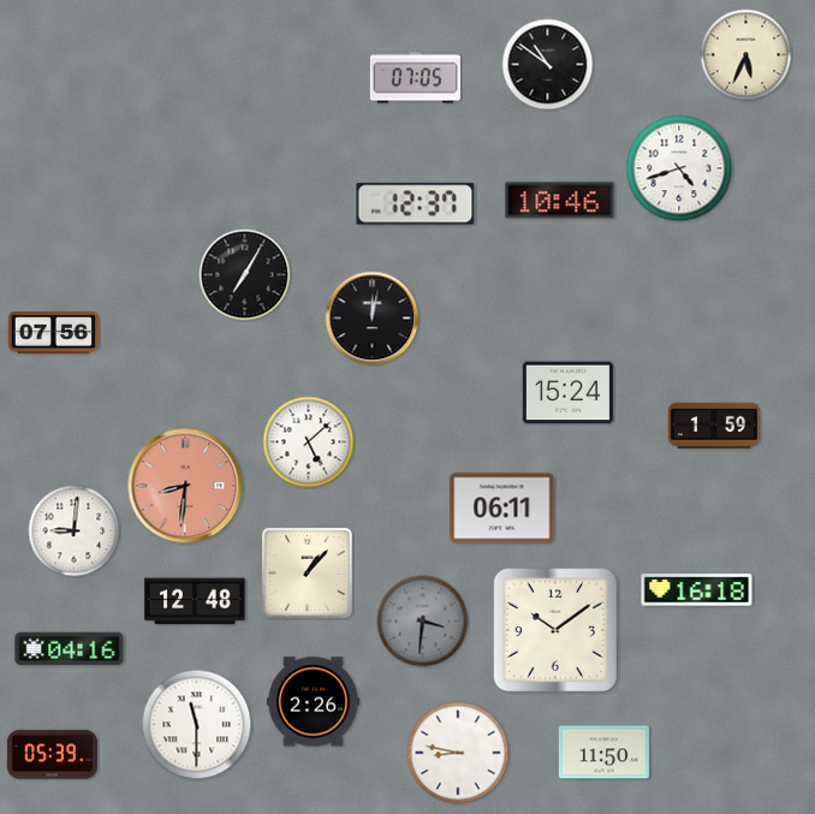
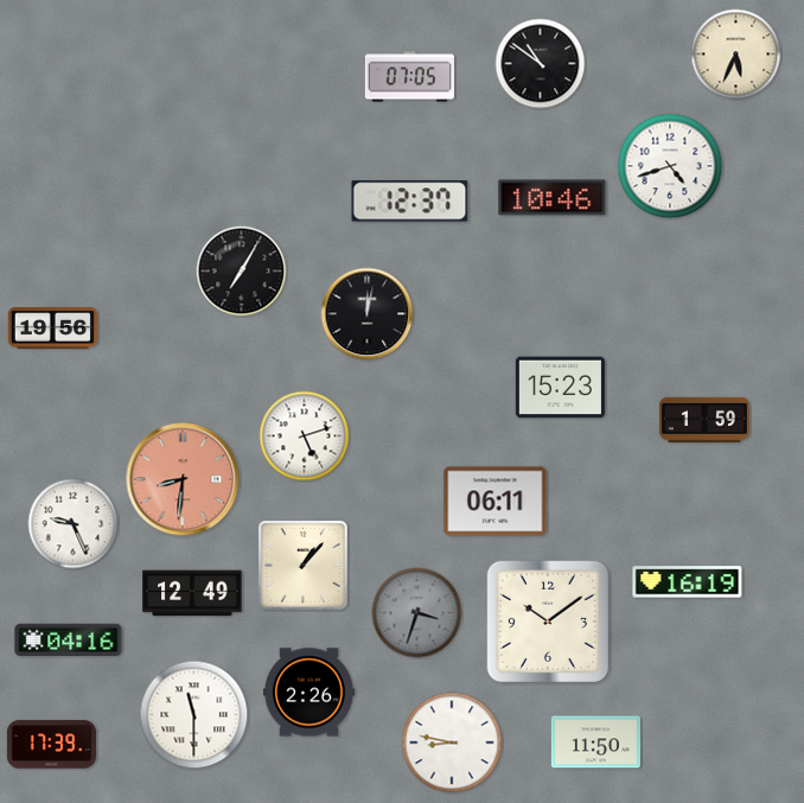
clock at (53, 333): 07:56 -> 19:56
clock at (567, 393): 15:24 -> 15:23
clock at (309, 442): 5:08 -> 5:12
clock at (75, 531): 9:01 -> 9:26
clock at (697, 590): 16:18 -> 16:19
clock at (195, 601): 12:48 -> 12:49
clock at (423, 622): 3:31 -> 3:33
clock at (52, 755): 05:39 -> 17:39
